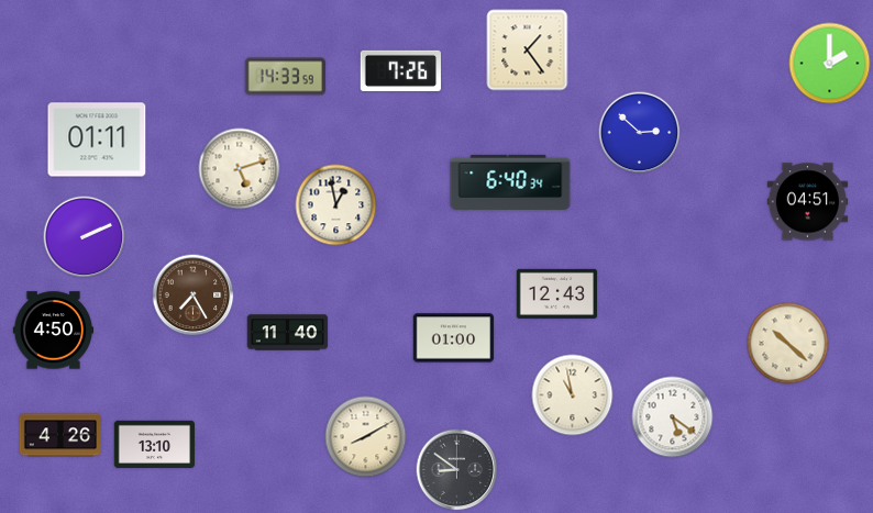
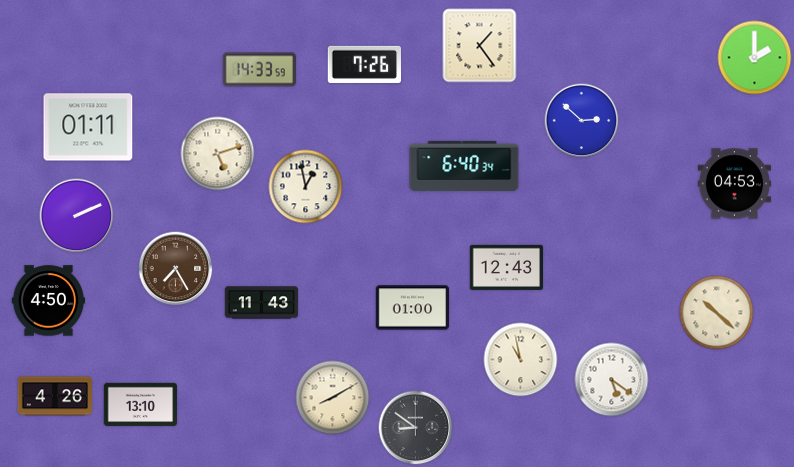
clock at (808, 202): 04:51 -> 04:53
clock at (288, 333): 11:40 -> 11:43
